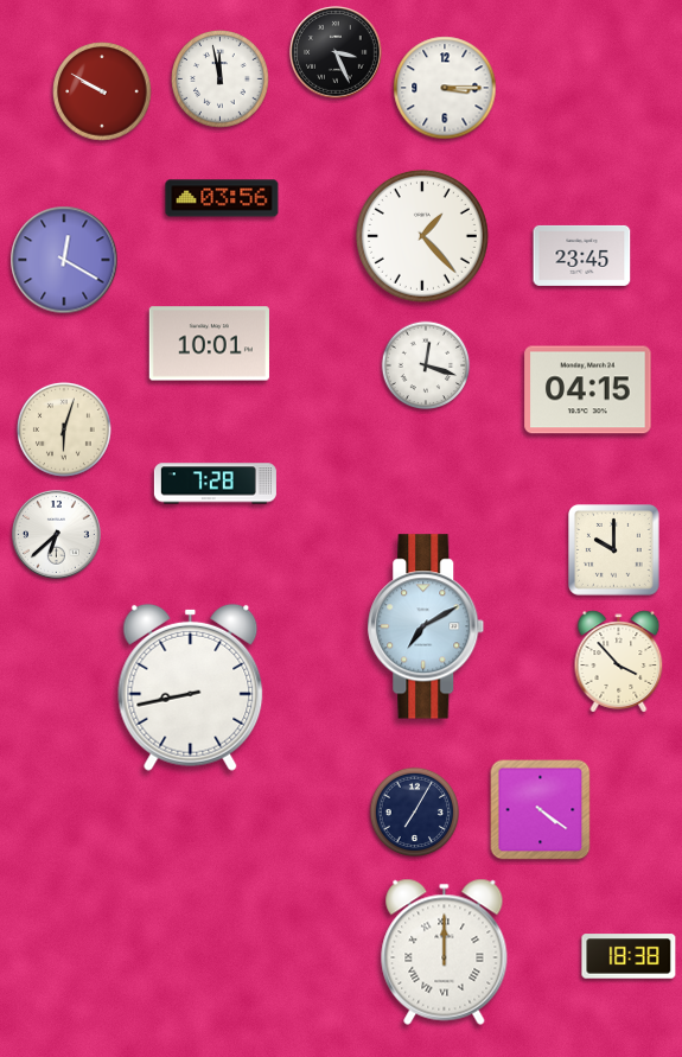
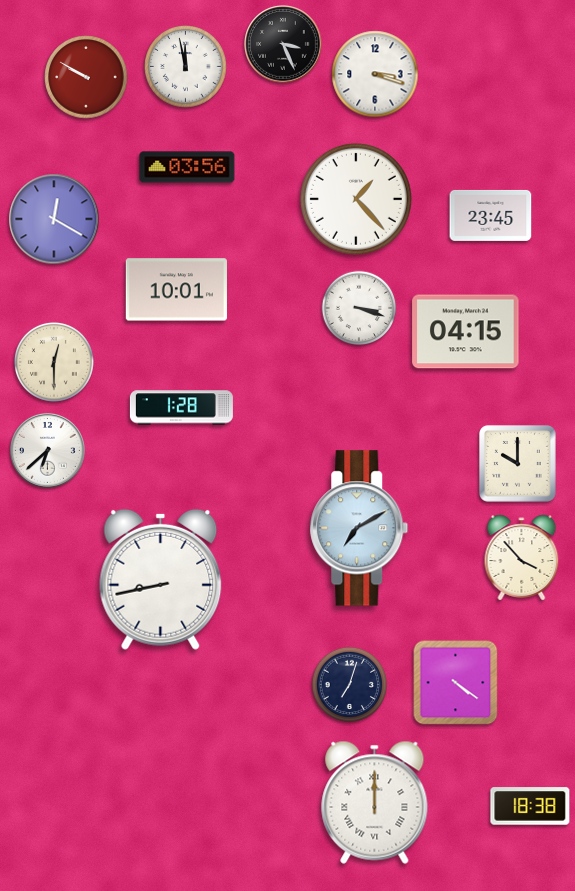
clock at (445, 88): 3:15 -> 3:18
clock at (426, 365): 12:18 -> 3:18
clock at (588, 390) position: (588, 390) -> (466, 332)
clock at (64, 429): 6:03 -> 12:30
clock at (215, 484): 7:28 -> 1:28
clock at (415, 813): 7:05 -> 7:03
